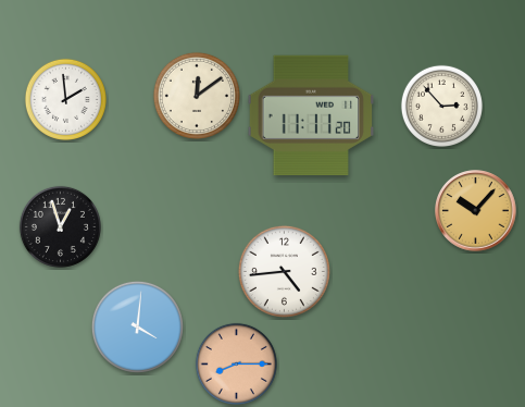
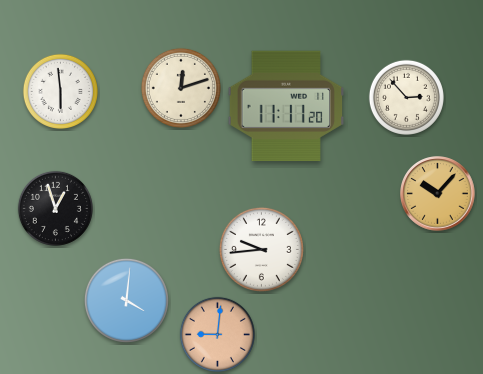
clock at (197, 96): 12:09 -> 12:12
clock at (65, 99): 1:59 -> 5:59
clock at (284, 271): 4:44 -> 9:44
clock at (236, 363): 8:15 -> 9:01
